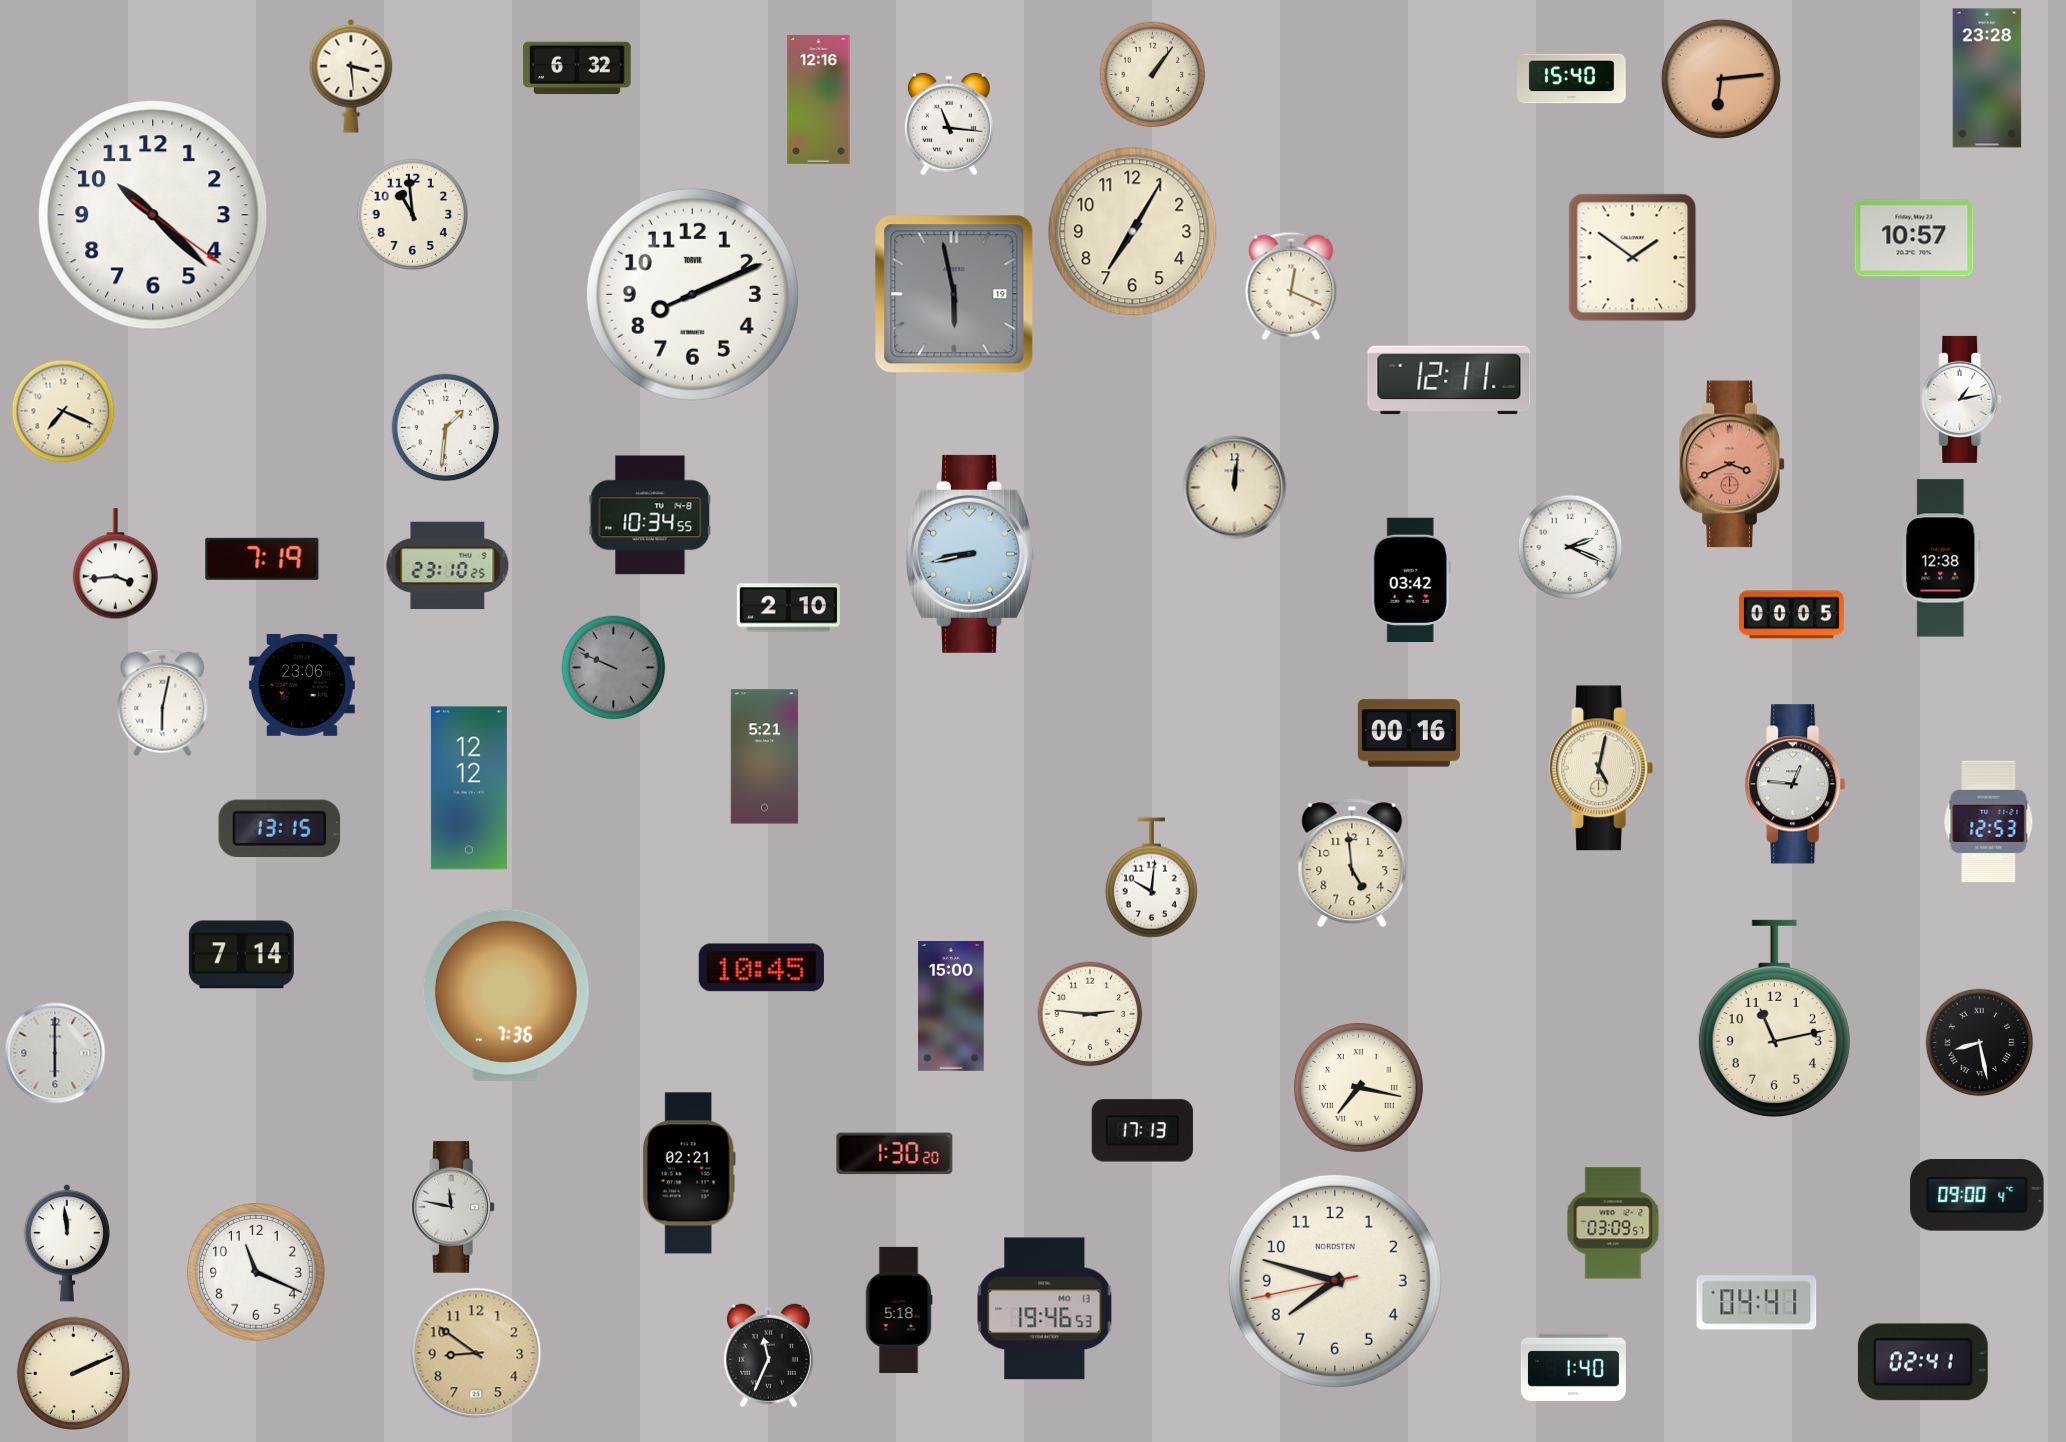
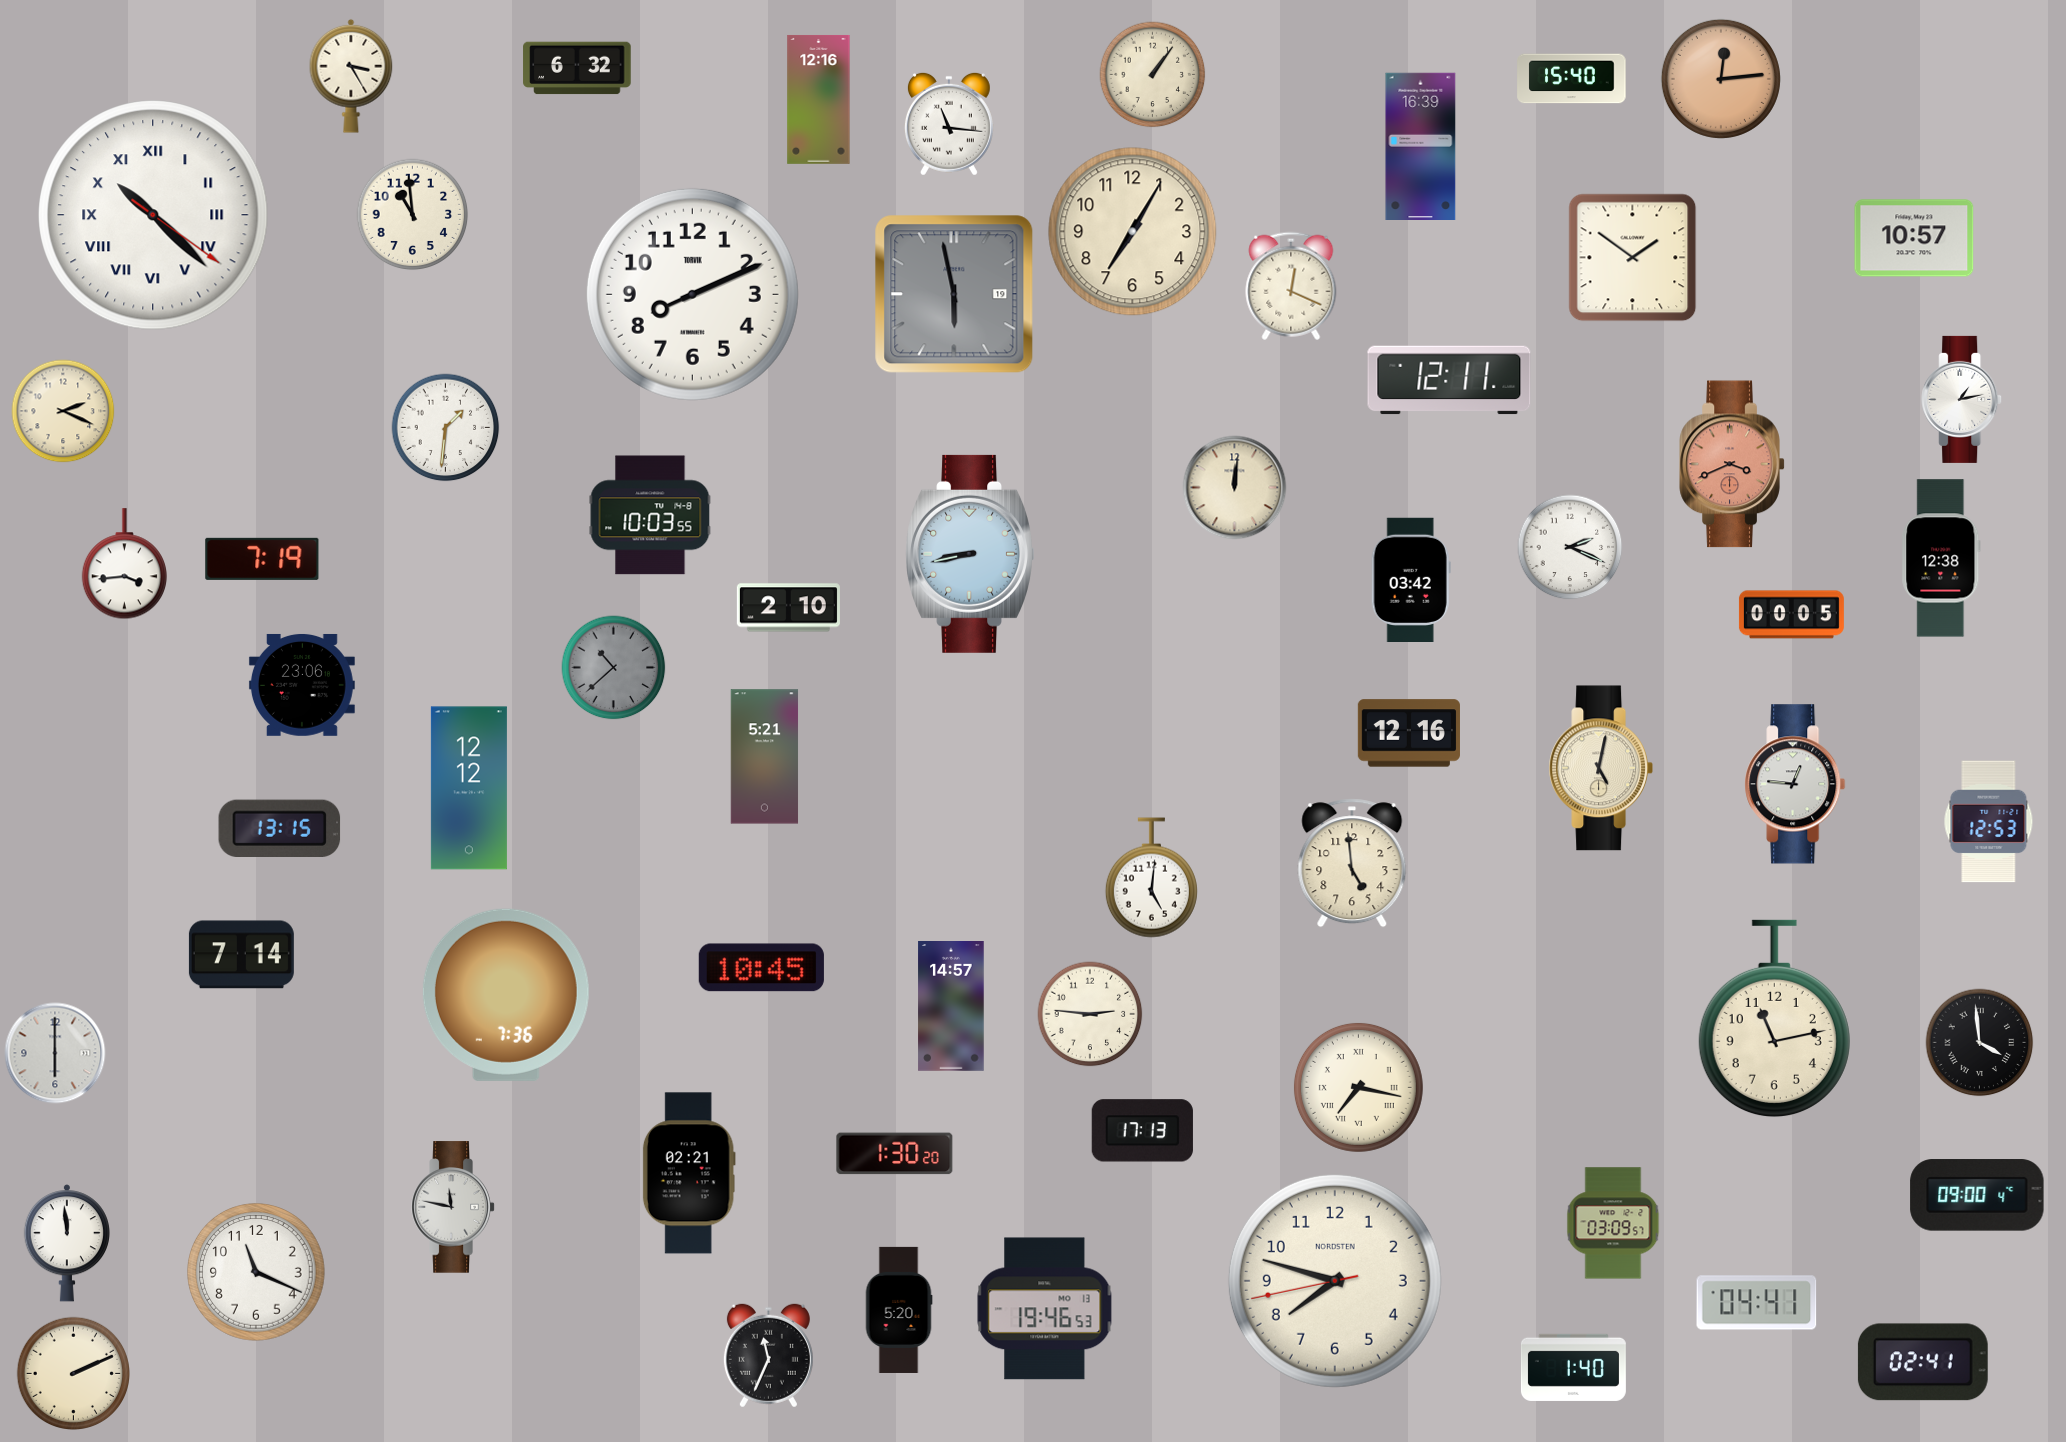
clock at (351, 76): 3:29 -> 3:25
clock at (1987, 78): 23:28 -> none
clock at (1721, 79): 6:14 -> 12:14
clock at (1421, 147): none -> 16:39
clock at (153, 215) numerals: Arabic -> Roman
clock at (63, 411): 7:19 -> 2:19
clock at (650, 515): 10:34 -> 10:03
clock at (115, 564) position: (115, 564) -> (124, 564)
clock at (448, 566): 23:10 -> none
clock at (614, 668): 9:49 -> 10:38
clock at (163, 703): 6:02 -> none
clock at (1409, 733): 00:16 -> 12:16
clock at (1151, 878): 10:01 -> 5:01
clock at (951, 1007): 15:00 -> 14:57
clock at (1980, 1043): 8:28 -> 3:59
clock at (899, 1310): 5:18 -> 5:20
clock at (476, 1353): 8:51 -> none
